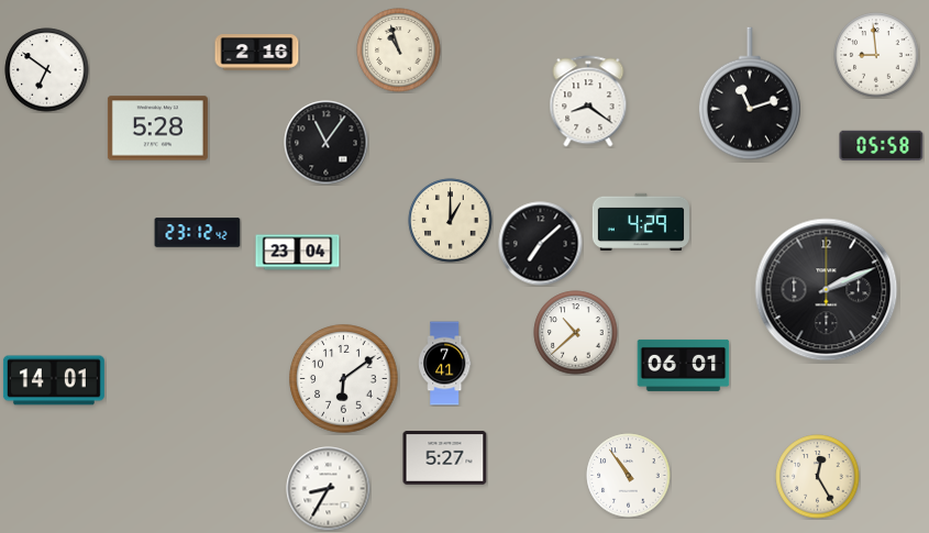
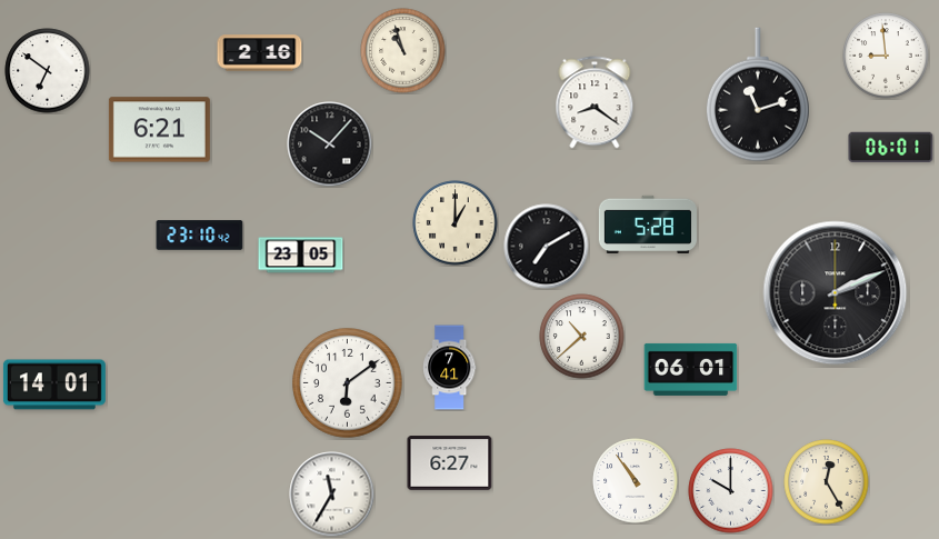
clock at (157, 129): 5:28 -> 6:21
clock at (327, 143): 11:06 -> 10:07
clock at (882, 146): 05:58 -> 06:01
clock at (641, 221): 4:29 -> 5:28
clock at (198, 233): 23:12 -> 23:10
clock at (541, 244): 7:08 -> 7:10
clock at (298, 253): 23:04 -> 23:05
clock at (445, 458): 5:27 -> 6:27
clock at (731, 491): none -> 10:00
clock at (329, 489): 8:35 -> 11:35
